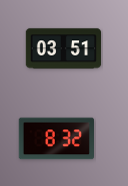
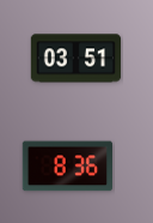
clock at (56, 139): 8:32 -> 8:36
